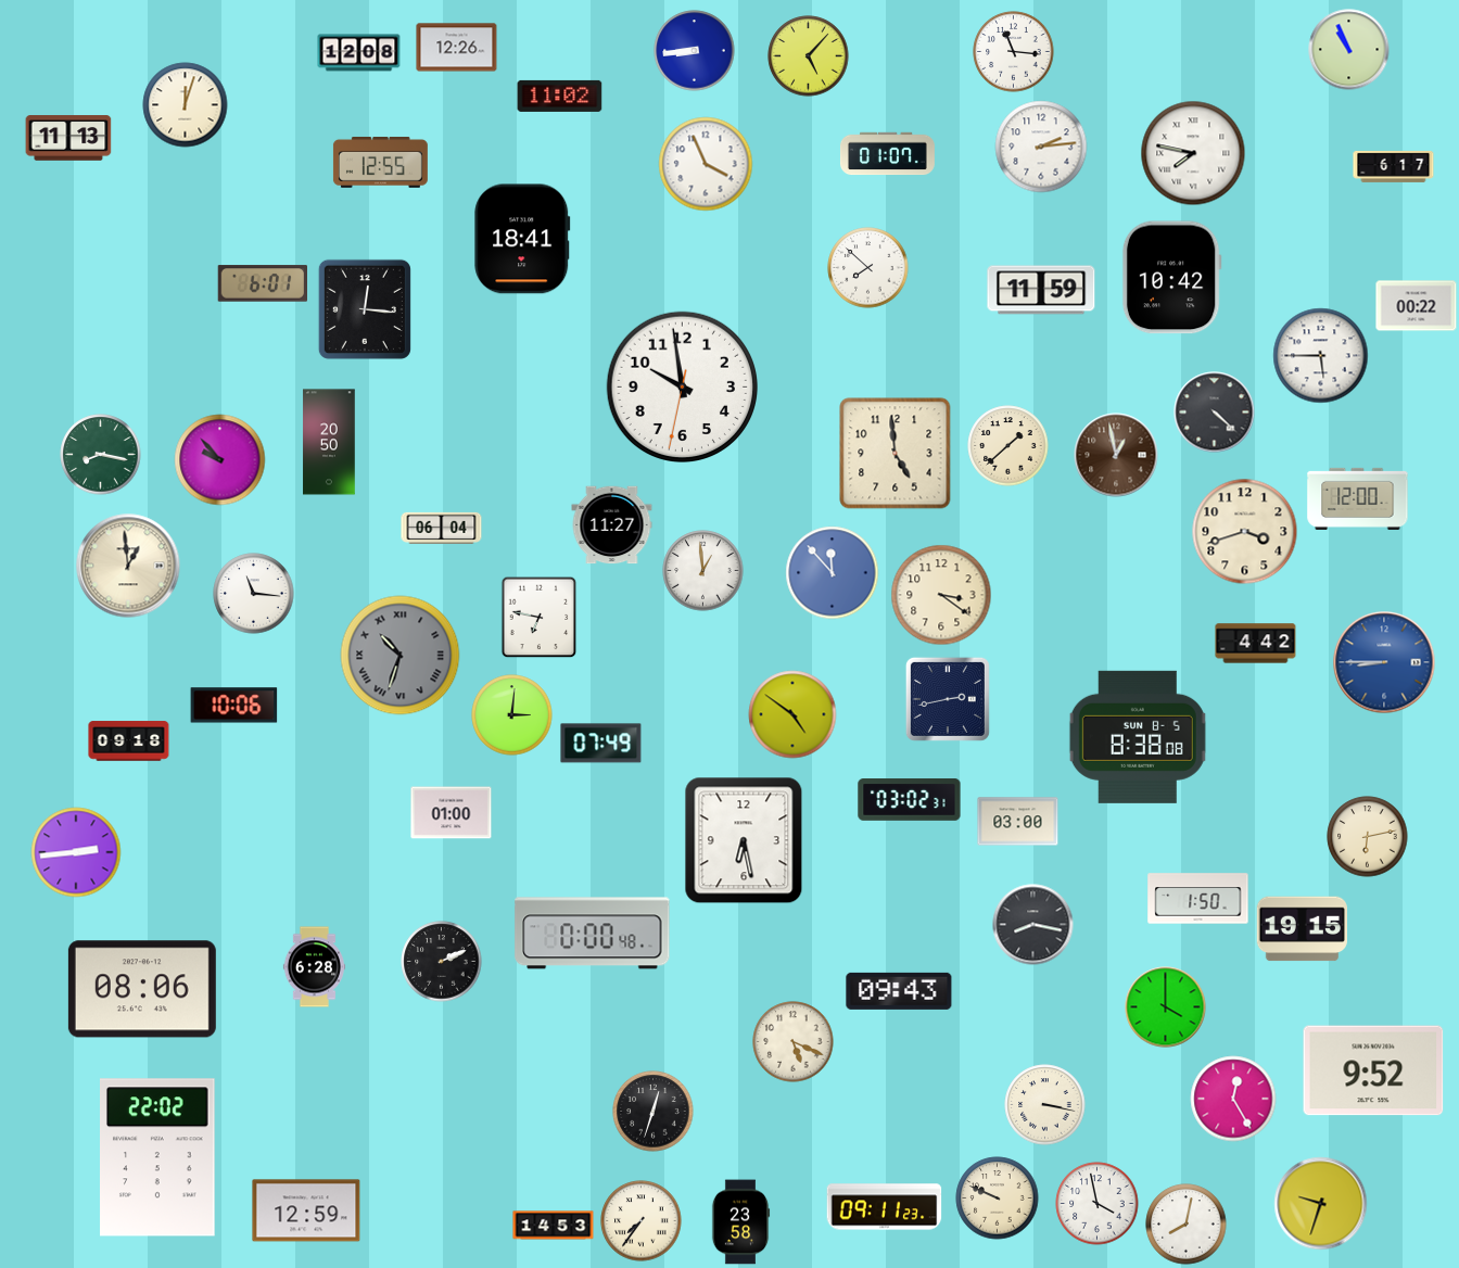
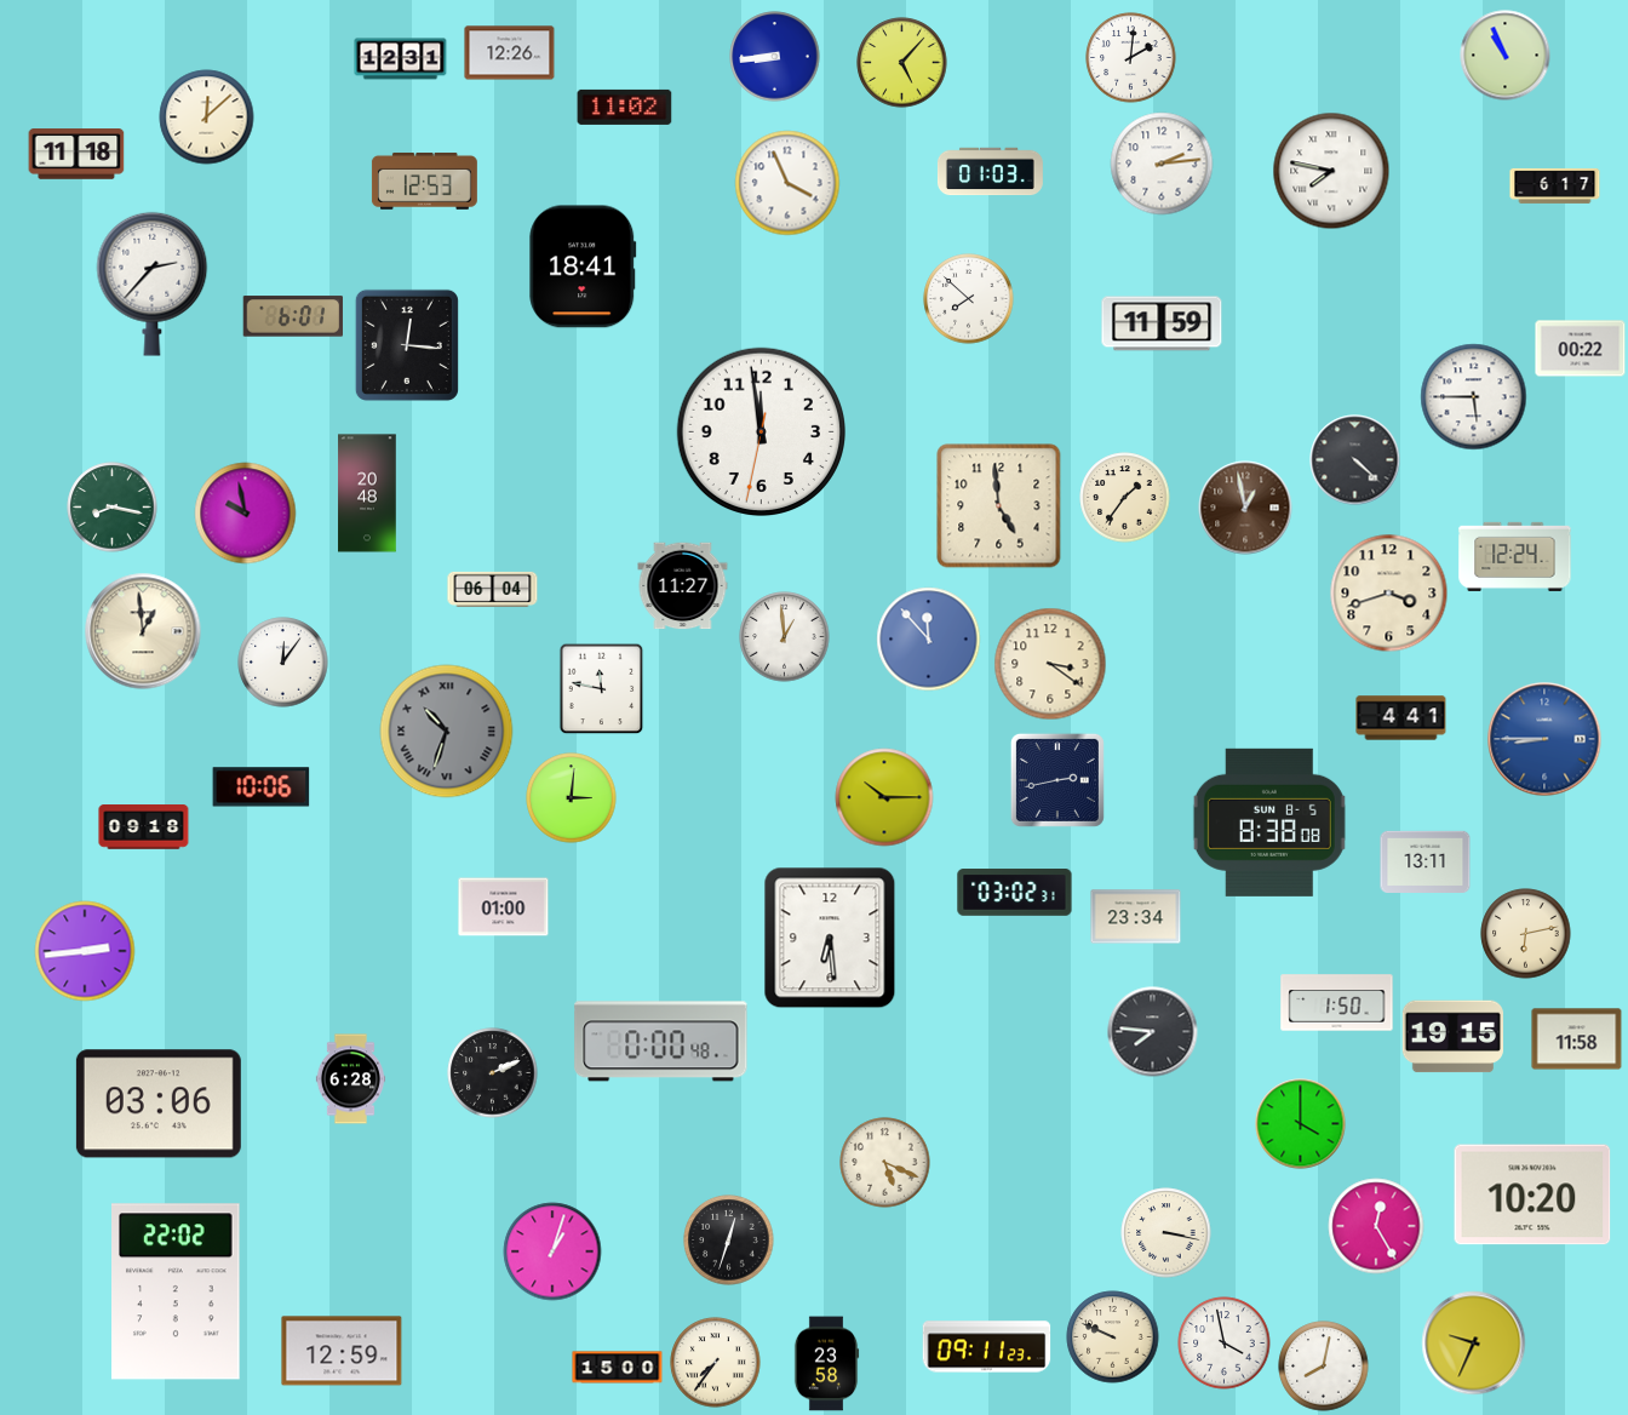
clock at (1014, 52): 11:16 -> 2:01
clock at (359, 53): 12:08 -> 12:31
clock at (186, 105): 12:03 -> 12:08
clock at (68, 138): 11:13 -> 11:18
clock at (887, 154): 01:07 -> 01:03
clock at (380, 162): 12:55 -> 12:53
clock at (153, 283): none -> 2:37
clock at (1171, 278): 10:42 -> none
clock at (1417, 306) position: (1417, 306) -> (1581, 349)
clock at (682, 386): 9:58 -> 11:58
clock at (329, 442): 20:50 -> 20:48
clock at (1008, 446): 1:38 -> 1:36
clock at (220, 460): 9:53 -> 9:58
clock at (1358, 498): 12:00 -> 12:24
clock at (254, 594): 11:16 -> 12:06
clock at (540, 618): 6:47 -> 11:47
clock at (1256, 644): 4:42 -> 4:41
clock at (792, 714): 4:51 -> 10:15
clock at (601, 744): 07:49 -> none
clock at (1426, 861): none -> 13:11
clock at (1018, 822): 03:00 -> 23:34
clock at (744, 840): 6:28 -> 6:29
clock at (1033, 925): 8:17 -> 7:46
clock at (1577, 1039): none -> 11:58
clock at (142, 989): 08:06 -> 03:06
clock at (899, 991): 09:43 -> none
clock at (1373, 1070): 9:52 -> 10:20
clock at (552, 1251): none -> 1:03
clock at (1321, 1204): 9:33 -> 9:34
clock at (554, 1226): 14:53 -> 15:00
